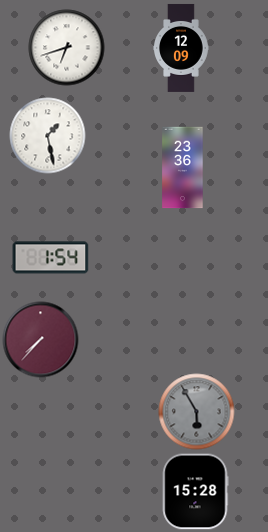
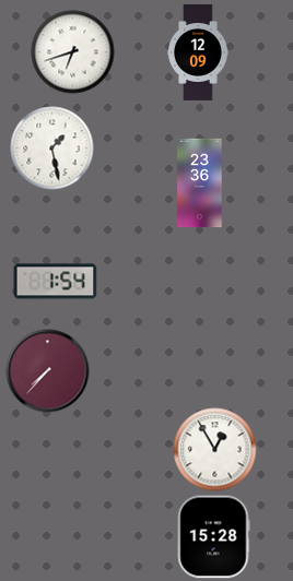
clock at (41, 340) position: (41, 340) -> (48, 371)
clock at (197, 412): 5:55 -> 12:55
clock at (197, 412) dial: grey -> white
